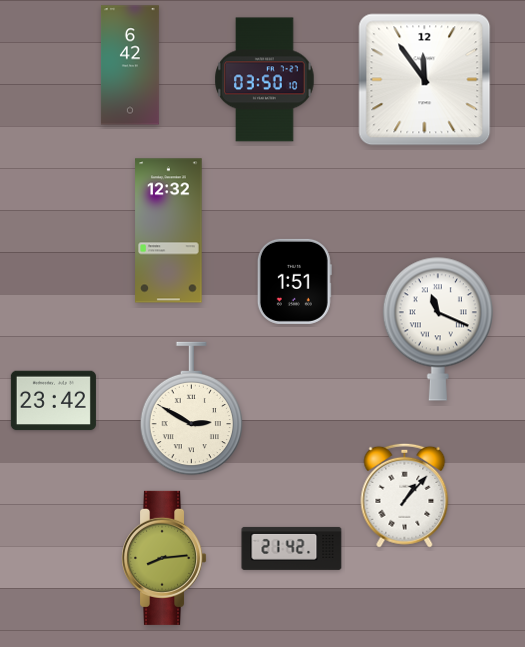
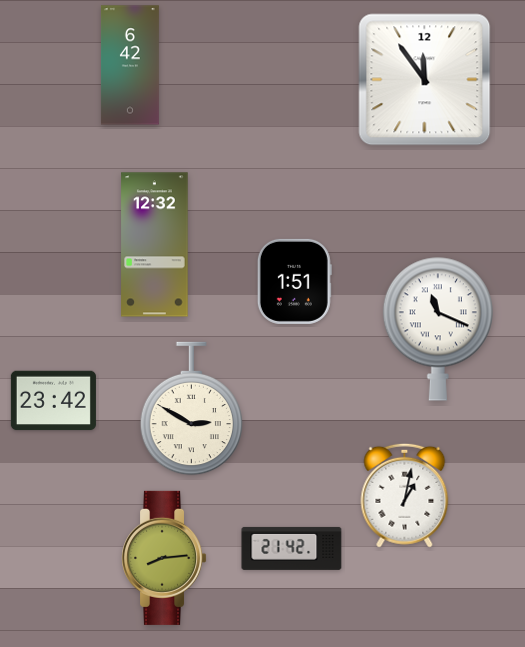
clock at (265, 80): 03:50 -> none
clock at (169, 231) position: (169, 231) -> (155, 245)
clock at (405, 495): 1:07 -> 1:02
